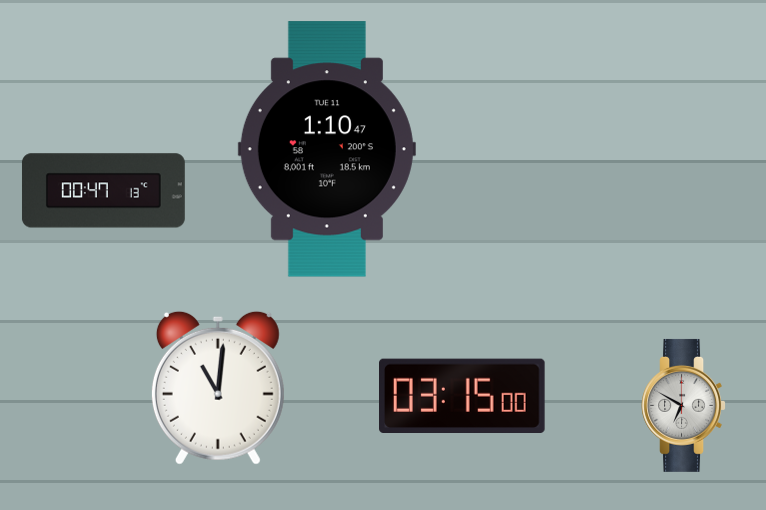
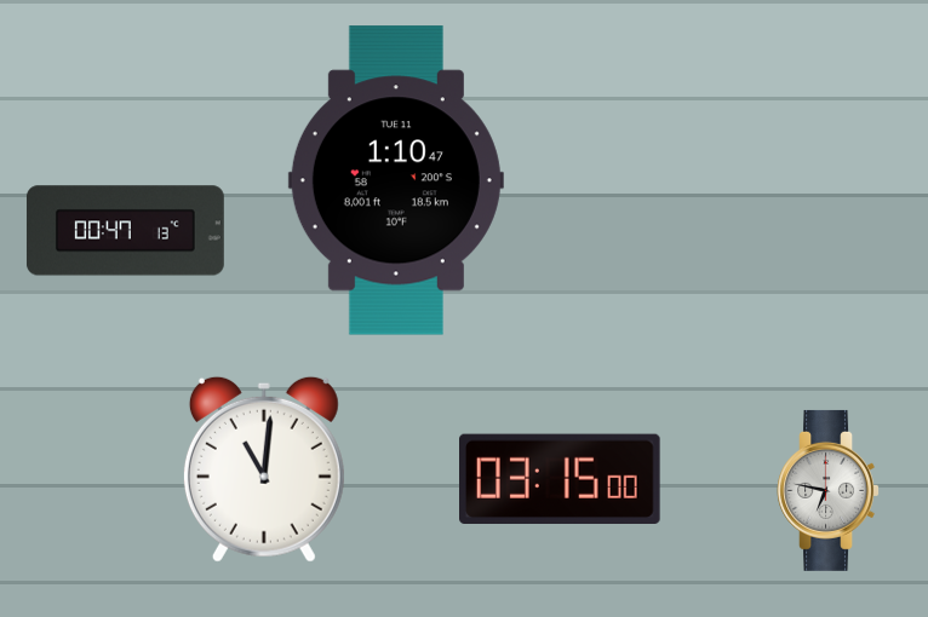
clock at (683, 405): 6:50 -> 6:47
